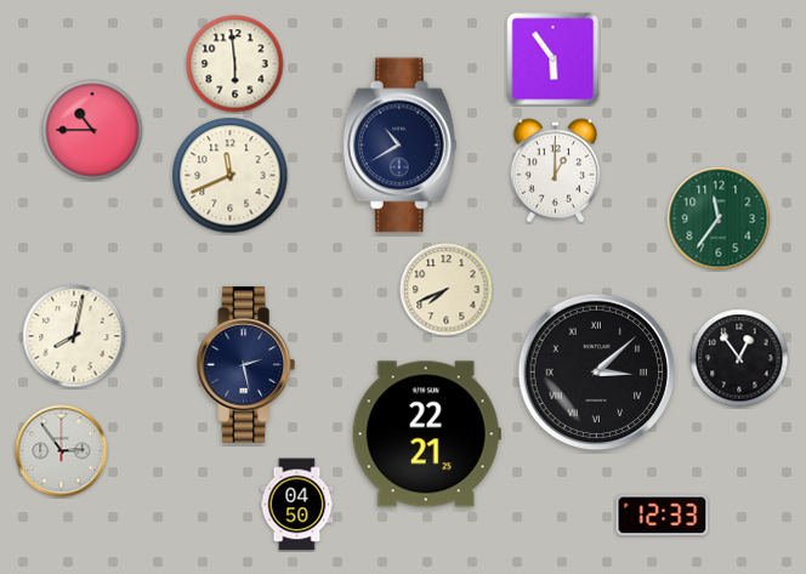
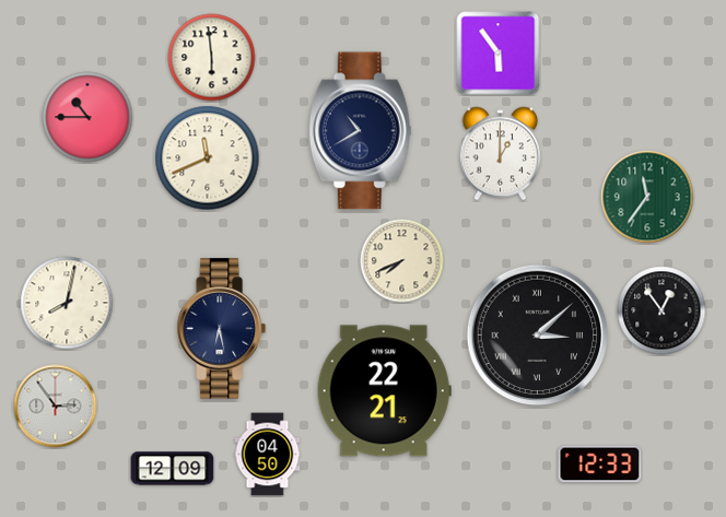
clock at (92, 130) position: (92, 130) -> (87, 117)
clock at (739, 358) position: (739, 358) -> (661, 310)
clock at (245, 365): 2:28 -> 6:28
clock at (663, 516) position: (663, 516) -> (600, 465)
clock at (173, 469): none -> 12:09
